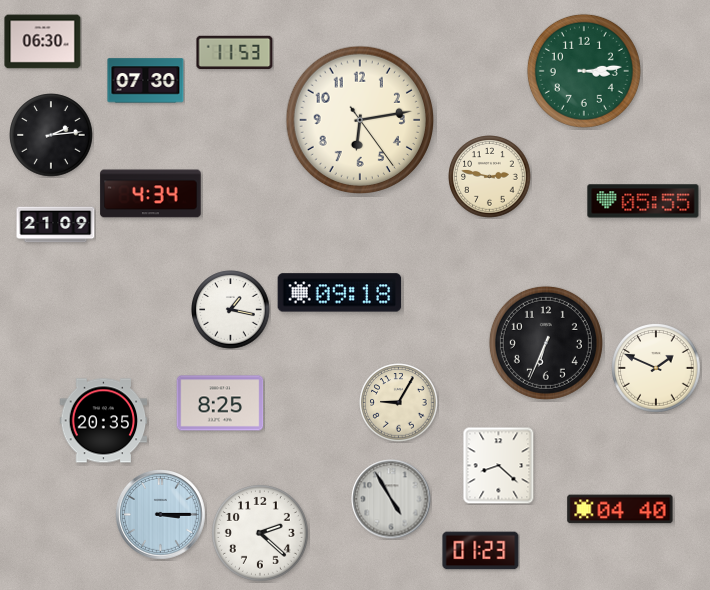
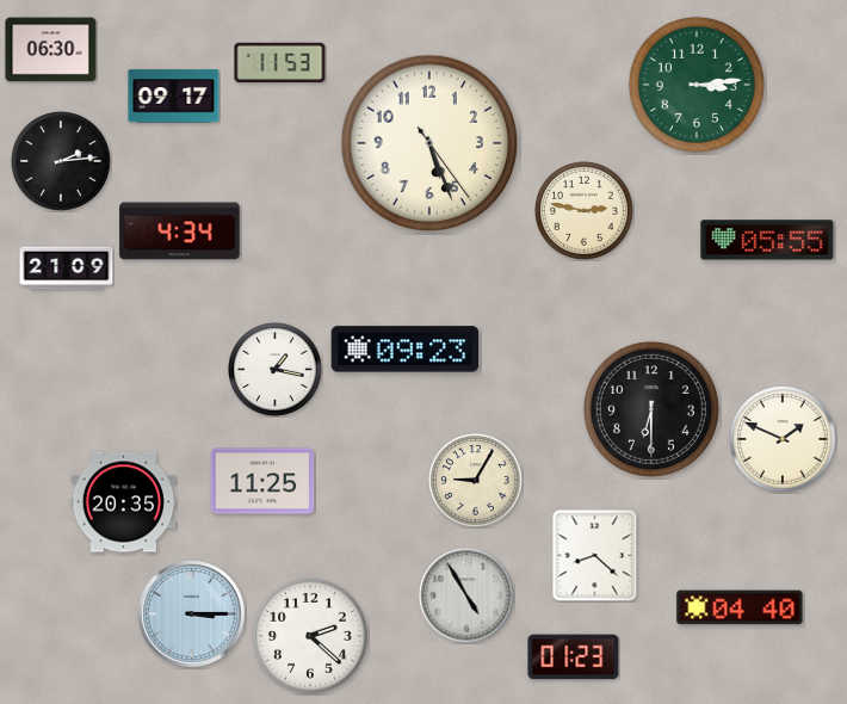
clock at (146, 81): 07:30 -> 09:17
clock at (359, 119): 6:13 -> 5:26
clock at (340, 293): 09:18 -> 09:23
clock at (546, 343): 6:34 -> 6:30
clock at (220, 403): 8:25 -> 11:25
